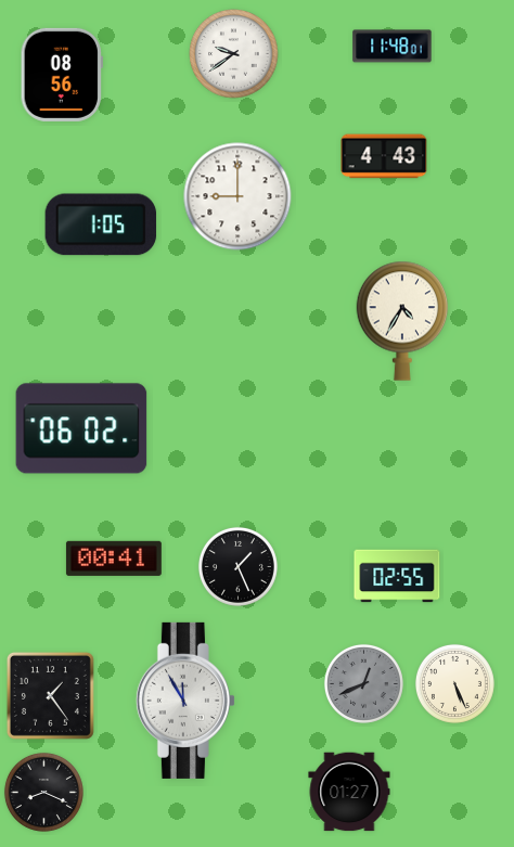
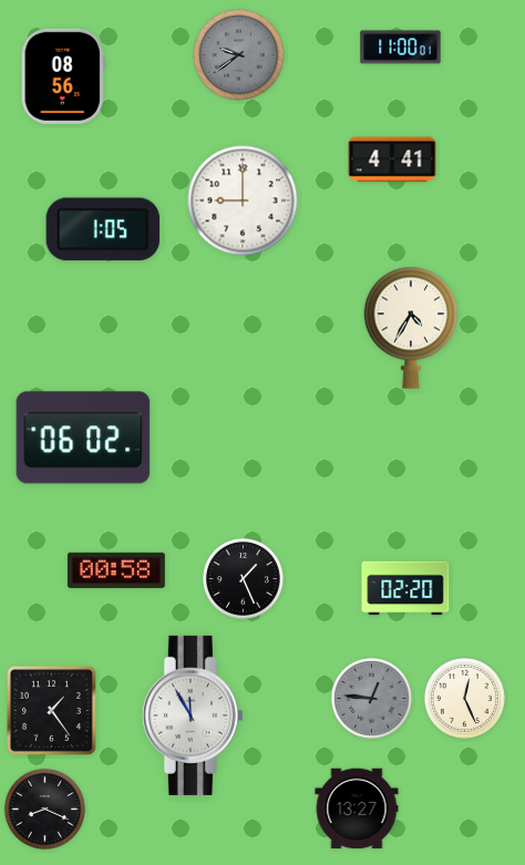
clock at (393, 47): 11:48 -> 11:00
clock at (234, 54) dial: white -> grey
clock at (384, 156): 4:43 -> 4:41
clock at (114, 559): 00:41 -> 00:58
clock at (397, 576): 02:55 -> 02:20
clock at (363, 683): 12:41 -> 12:46
clock at (454, 683): 5:26 -> 12:26
clock at (185, 701) position: (185, 701) -> (193, 715)
clock at (349, 792): 01:27 -> 13:27
